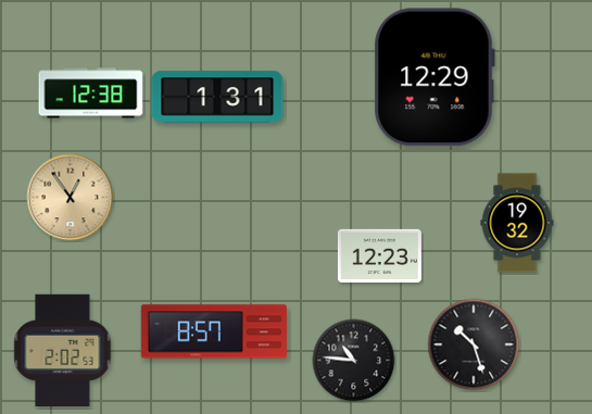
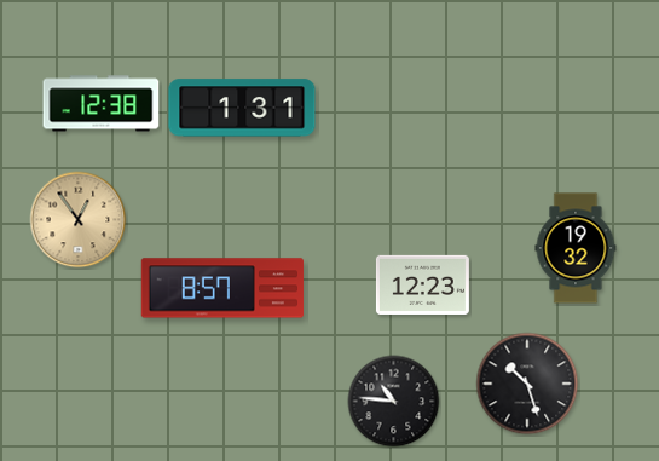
clock at (434, 77): 12:29 -> none
clock at (214, 331) position: (214, 331) -> (222, 288)
clock at (63, 350): 2:02 -> none
